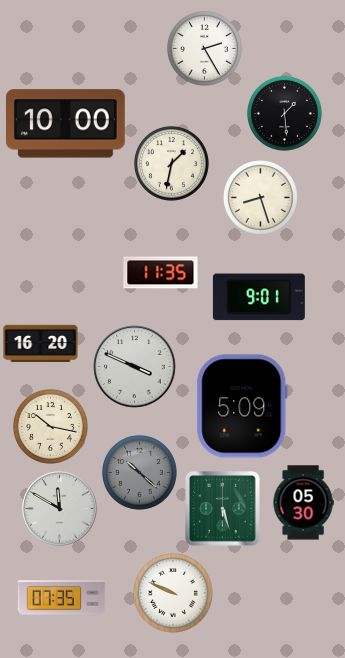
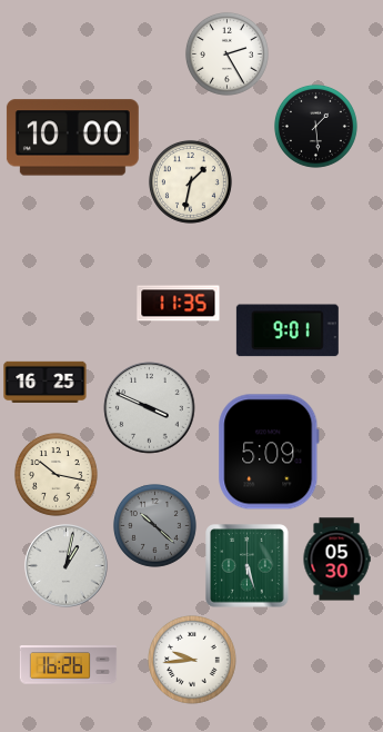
clock at (260, 197): 8:27 -> none
clock at (41, 343): 16:20 -> 16:25
clock at (60, 509): 11:50 -> 1:02
clock at (174, 594): 9:49 -> 9:44
clock at (62, 598): 07:35 -> 16:26
